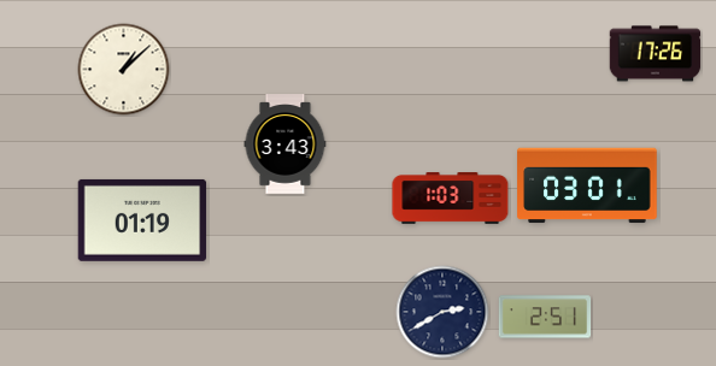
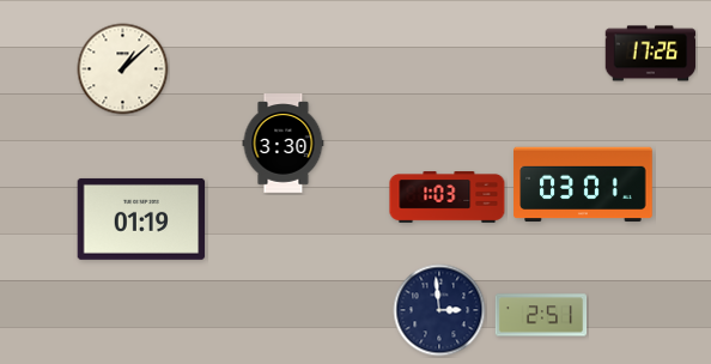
clock at (286, 144): 3:43 -> 3:30
clock at (442, 312): 2:40 -> 2:59
